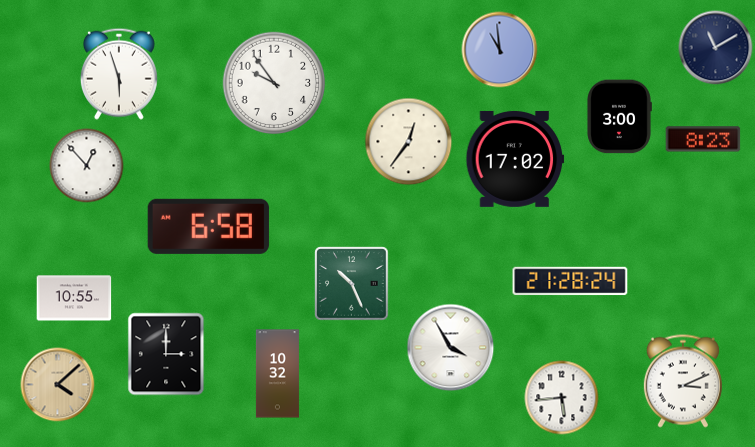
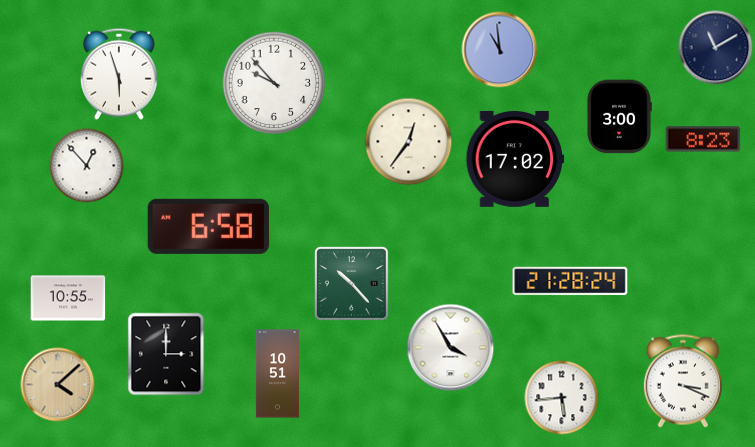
clock at (274, 83): 9:54 -> 9:53
clock at (352, 284): 10:26 -> 10:23
clock at (74, 298) position: (74, 298) -> (68, 298)
clock at (277, 374): 10:32 -> 10:51
clock at (683, 381): 3:11 -> 3:19
